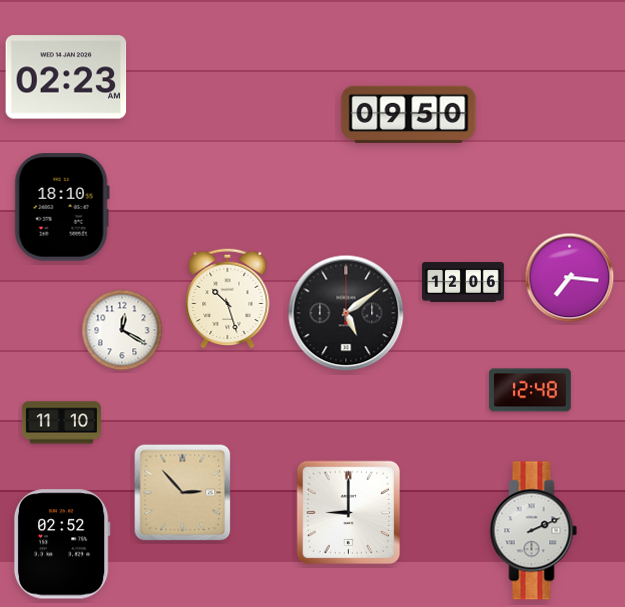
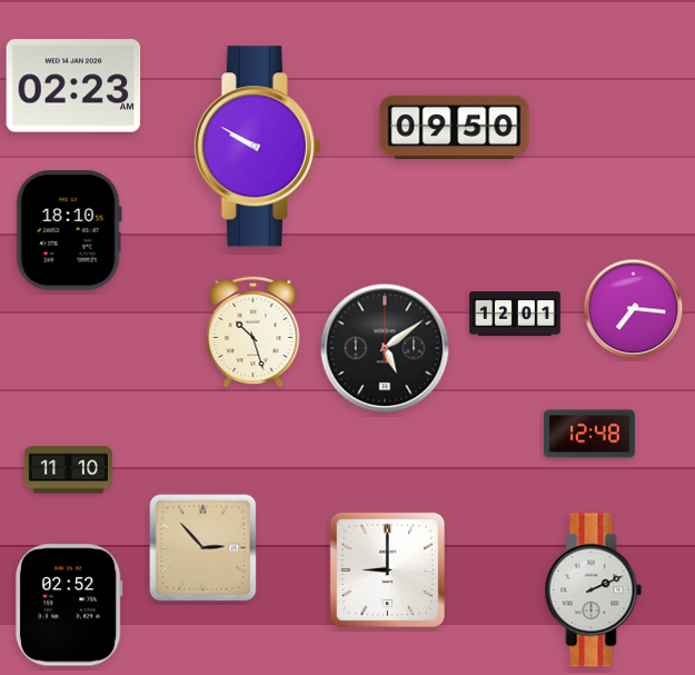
clock at (257, 147): none -> 9:50
clock at (463, 282): 12:06 -> 12:01
clock at (122, 330): 12:20 -> none
